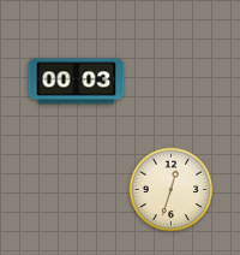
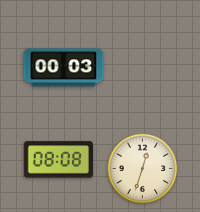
clock at (172, 190) position: (172, 190) -> (143, 169)
clock at (58, 160): none -> 08:08
